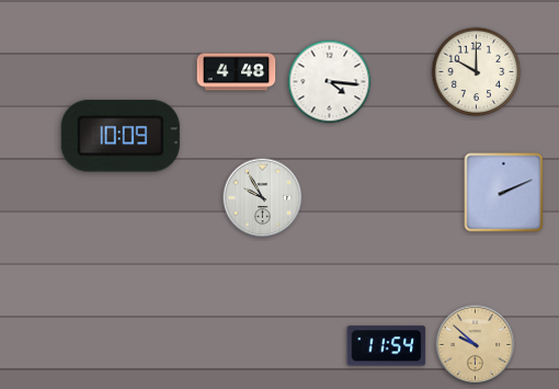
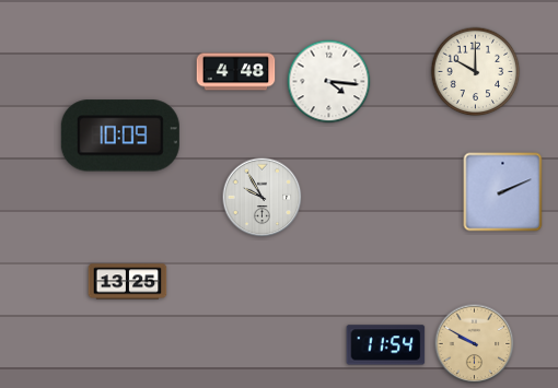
clock at (128, 282): none -> 13:25
clock at (476, 345): 9:52 -> 9:50
